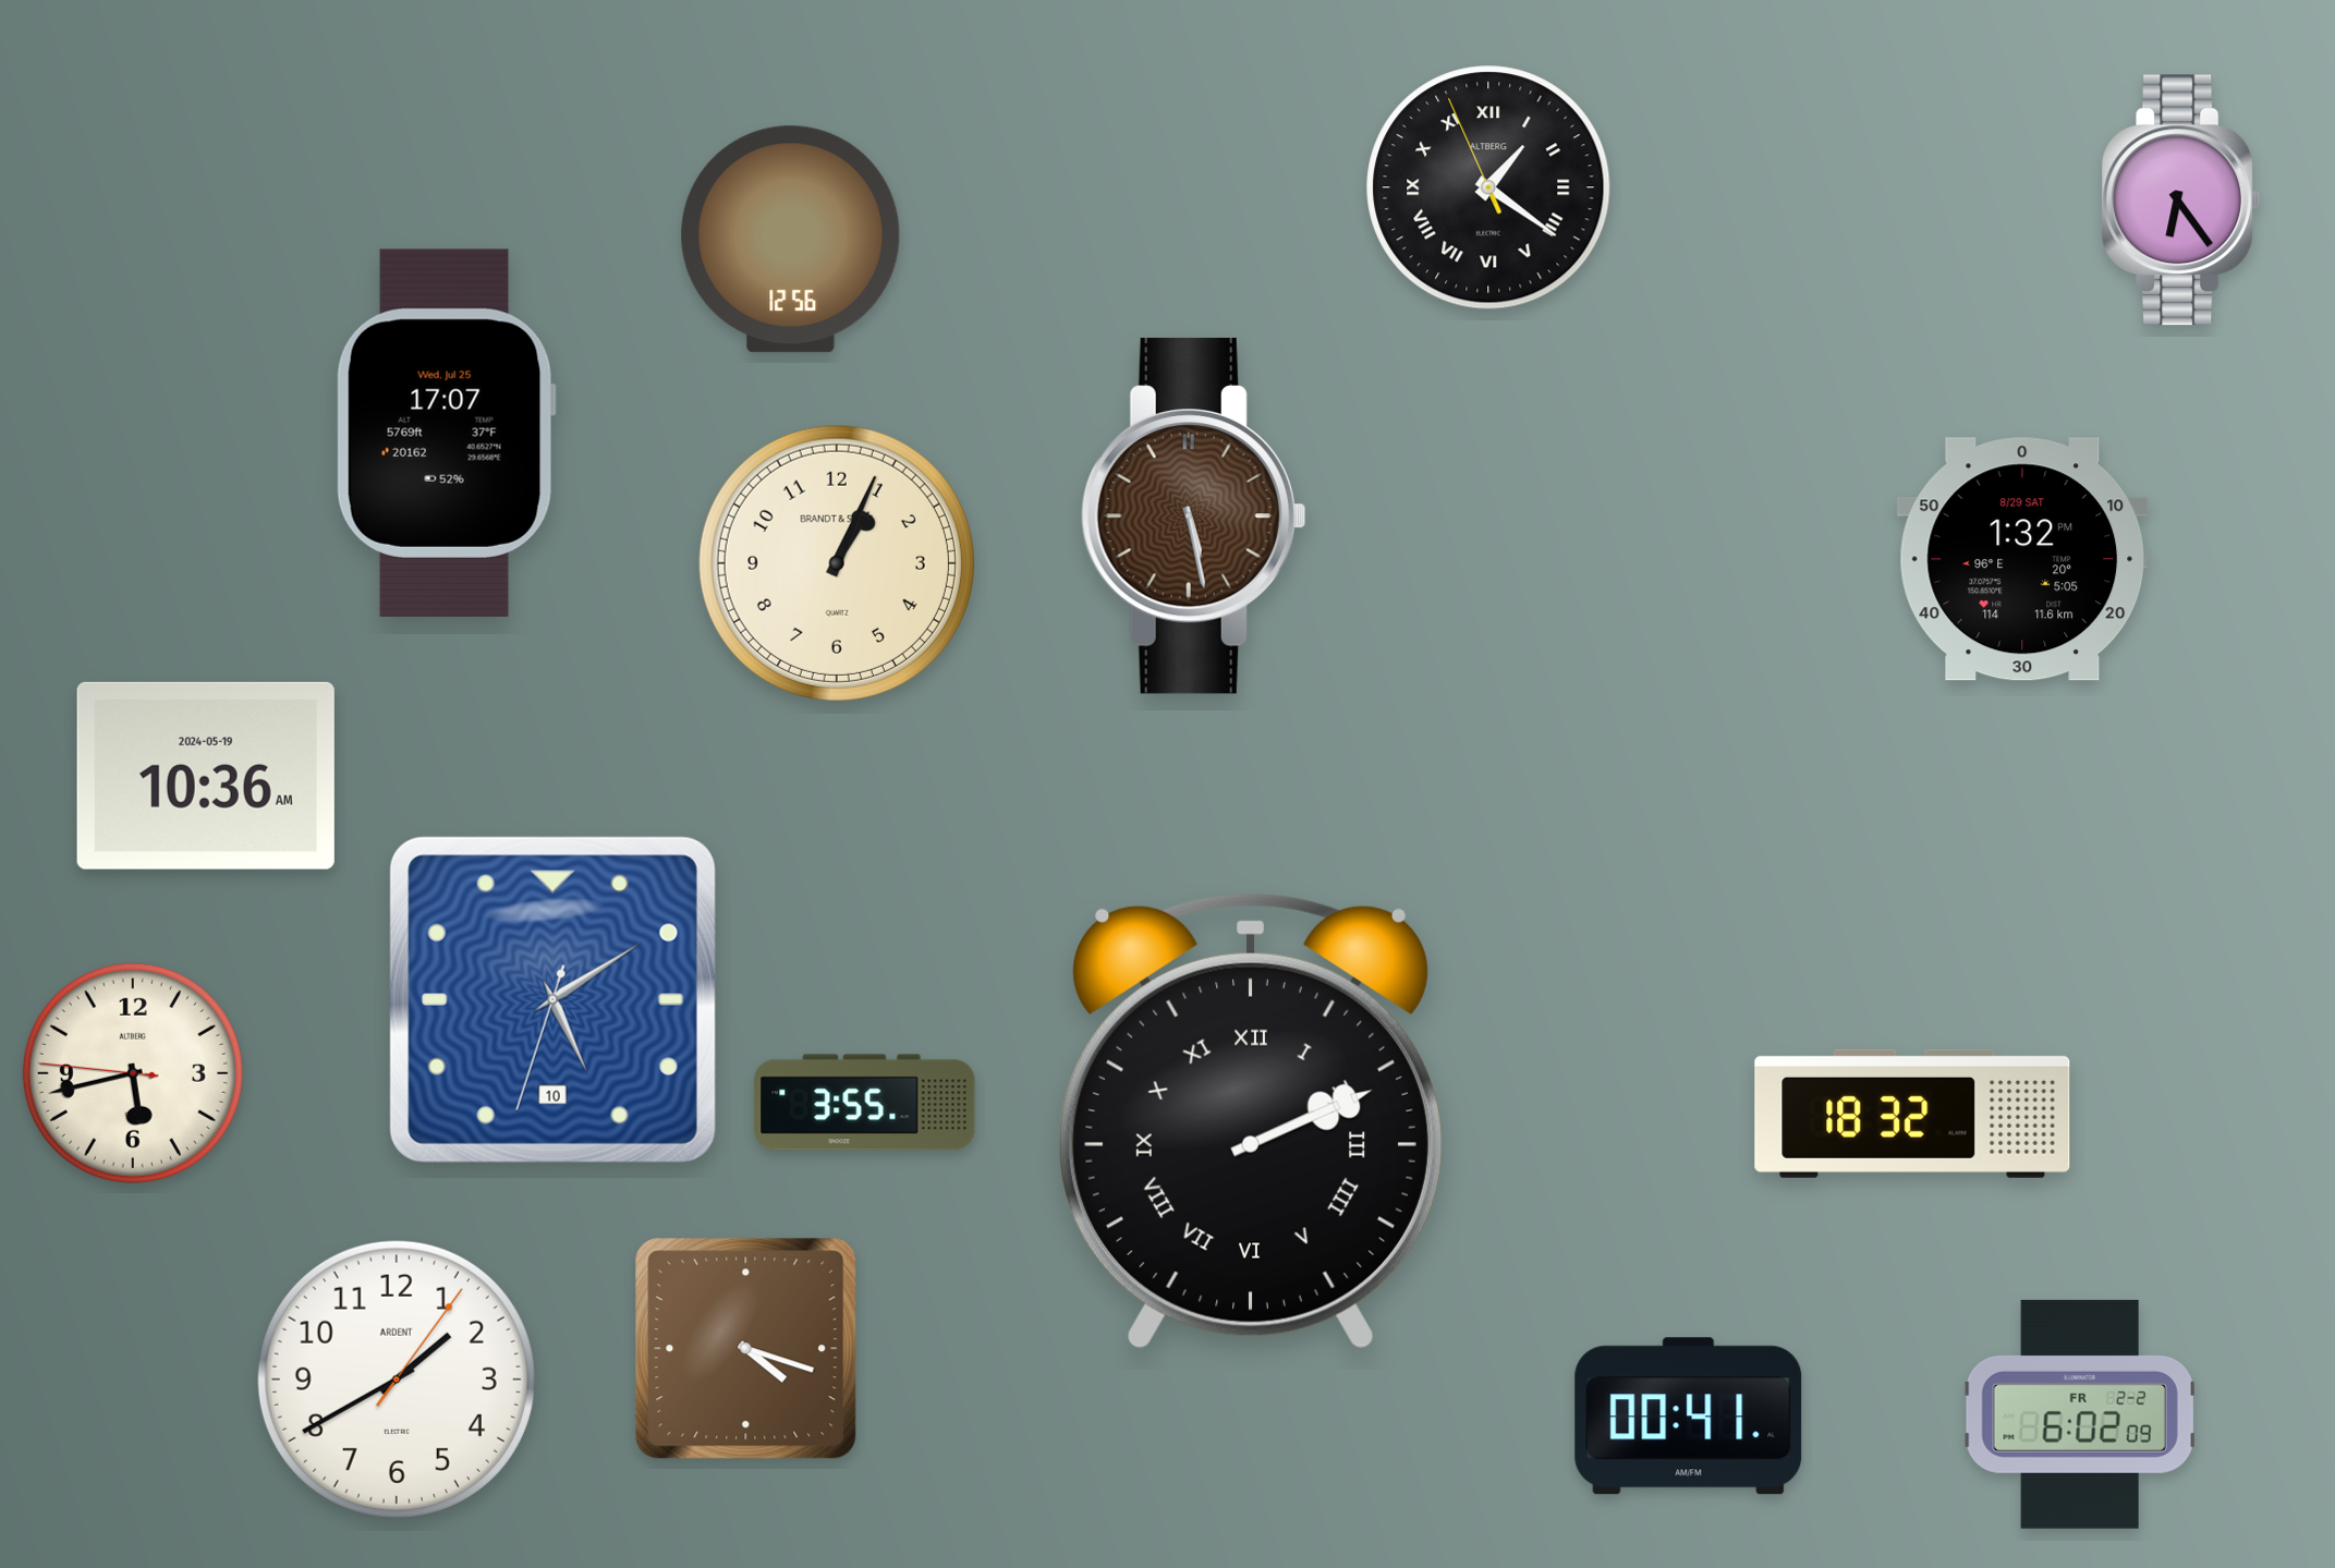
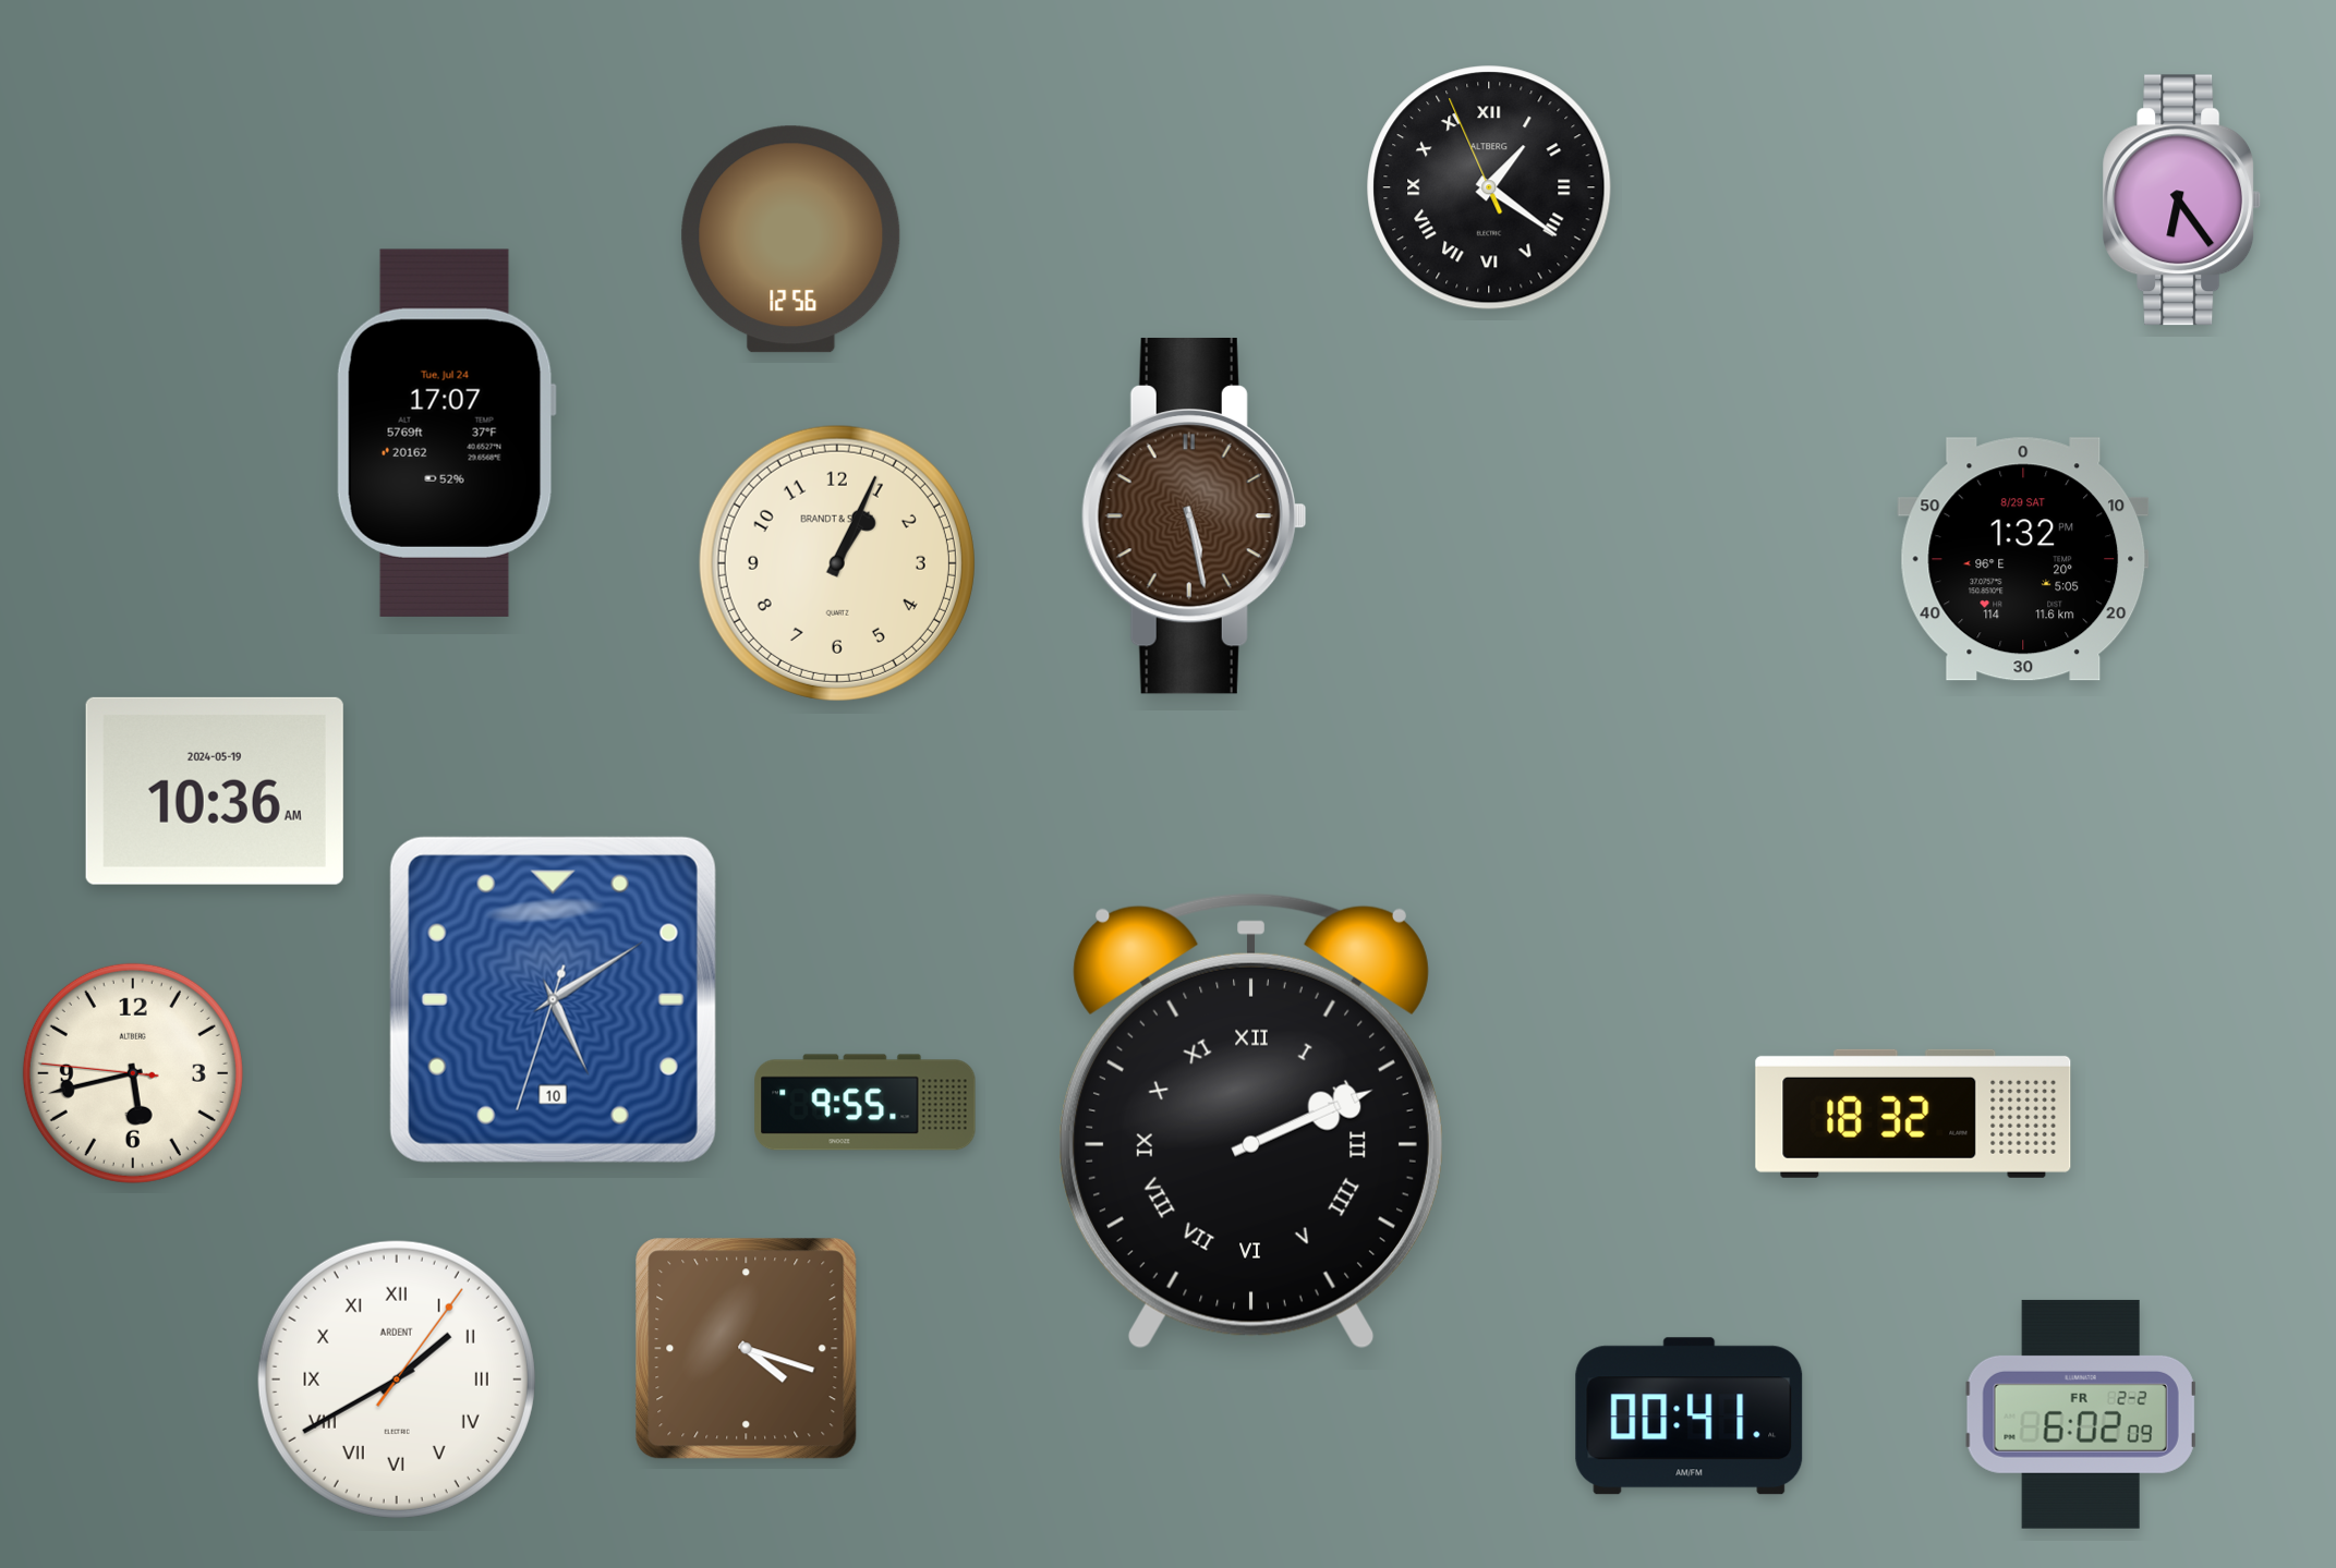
clock at (446, 433) date: Wed, Jul 25 -> Tue, Jul 24
clock at (206, 776) position: (206, 776) -> (215, 791)
clock at (865, 1103): 3:55 -> 9:55
clock at (397, 1379) numerals: Arabic -> Roman
